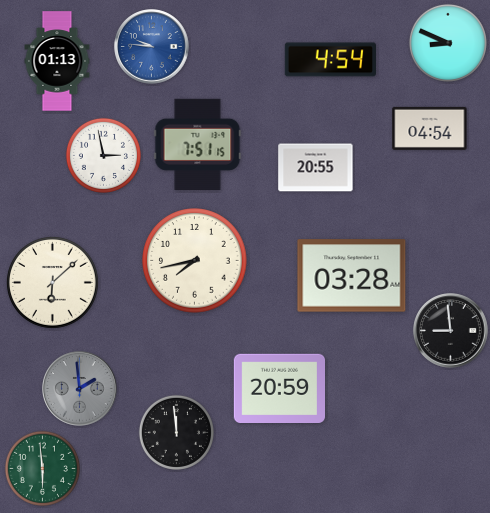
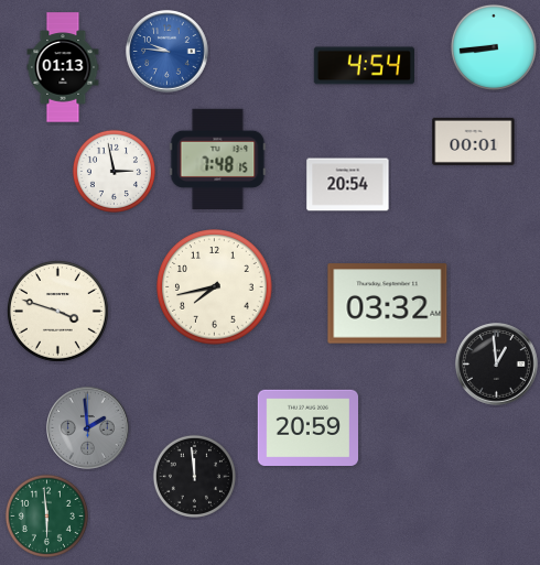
clock at (448, 43): 8:49 -> 8:44
clock at (430, 128): 04:54 -> 00:01
clock at (198, 144): 7:51 -> 7:48
clock at (316, 168): 20:55 -> 20:54
clock at (352, 276): 03:28 -> 03:32
clock at (52, 282): 6:08 -> 3:48
clock at (451, 331): 8:59 -> 12:59
